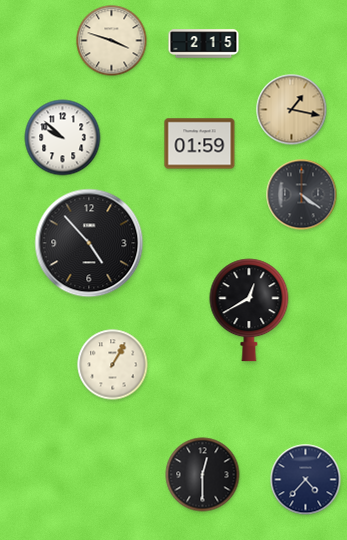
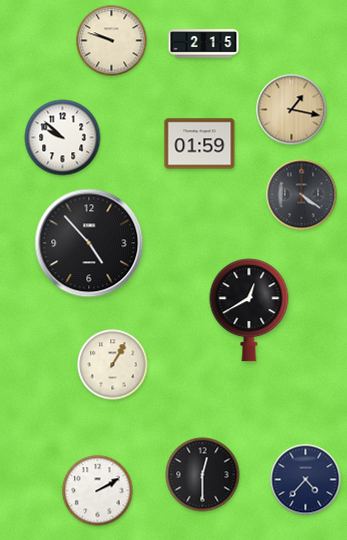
clock at (112, 41): 3:48 -> 9:48
clock at (98, 491): none -> 2:10
